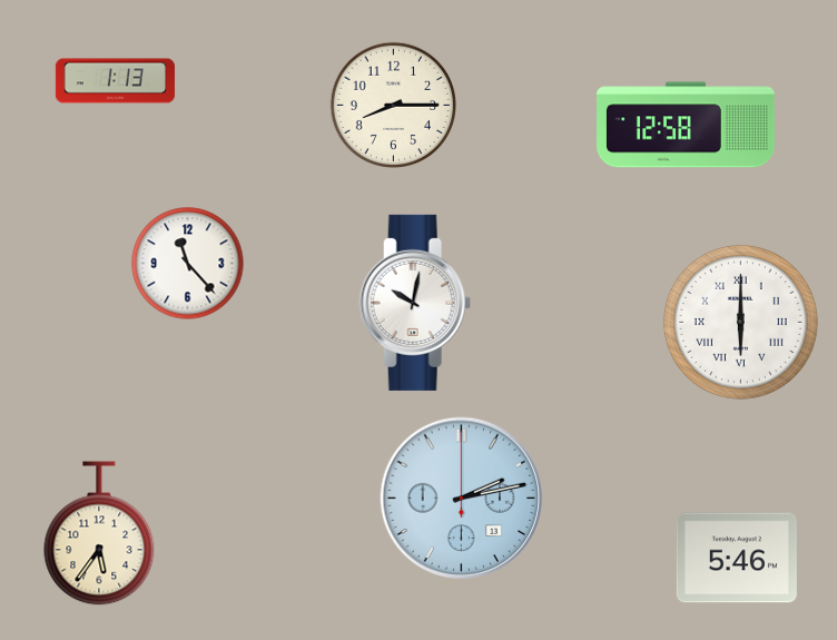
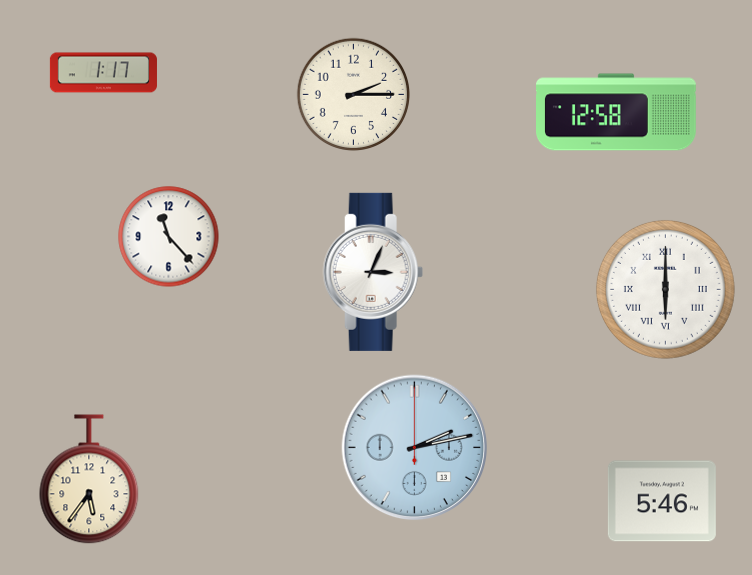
clock at (115, 81): 1:13 -> 1:17
clock at (394, 106): 8:15 -> 2:15
clock at (415, 303): 10:02 -> 3:04
